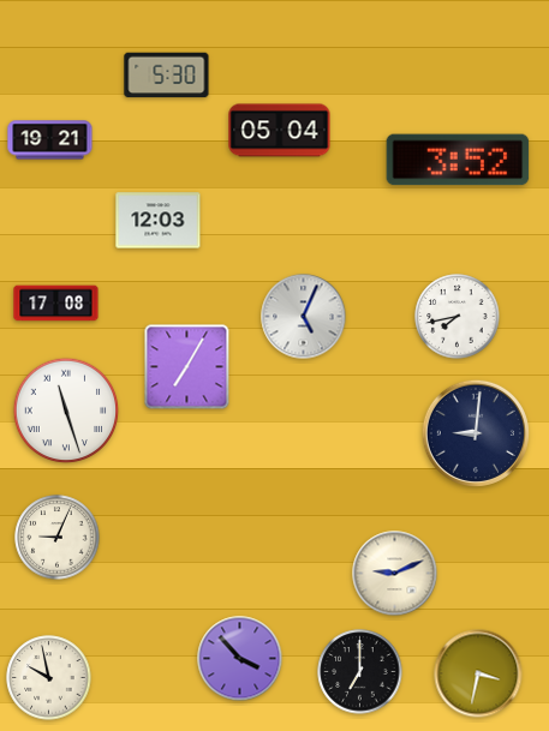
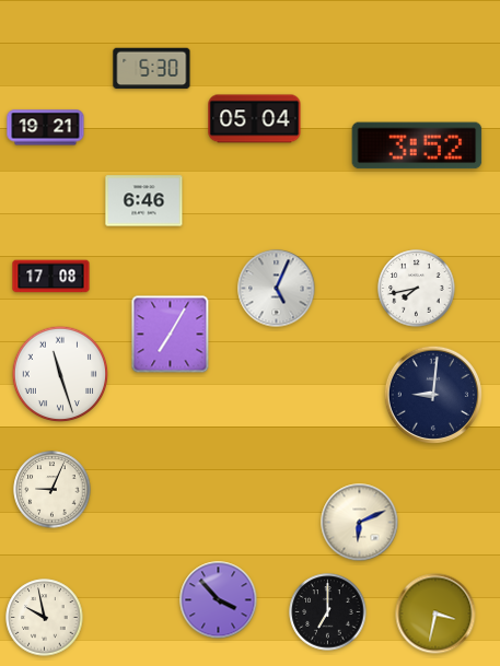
clock at (159, 221): 12:03 -> 6:46
clock at (395, 574): 9:11 -> 6:11
